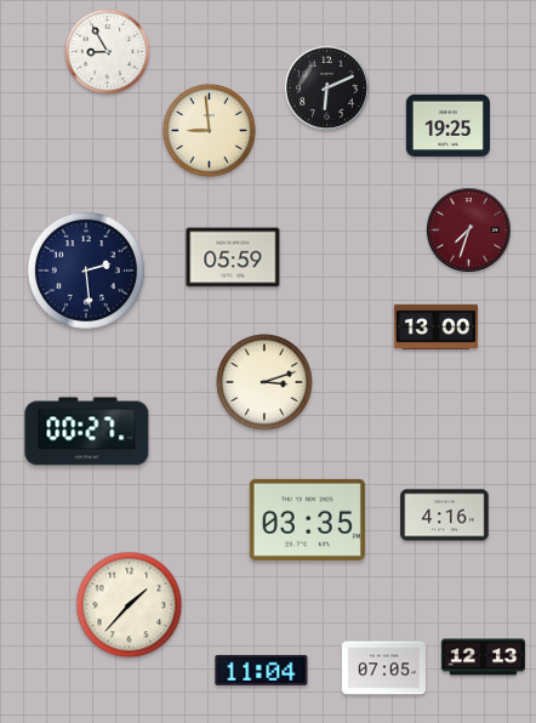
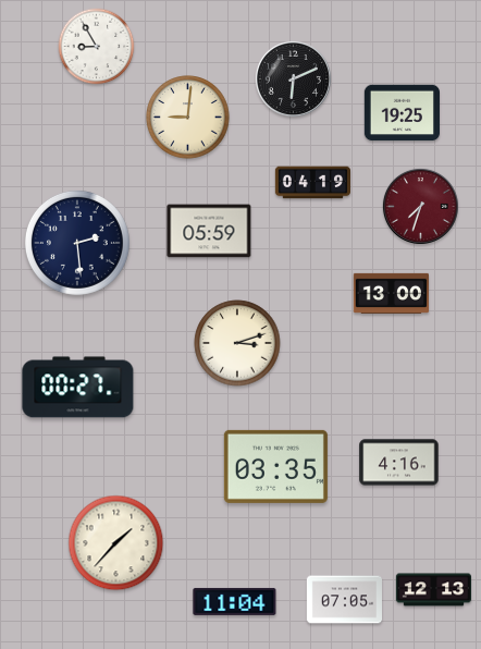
clock at (210, 131): 8:59 -> 9:01
clock at (312, 183): none -> 04:19
